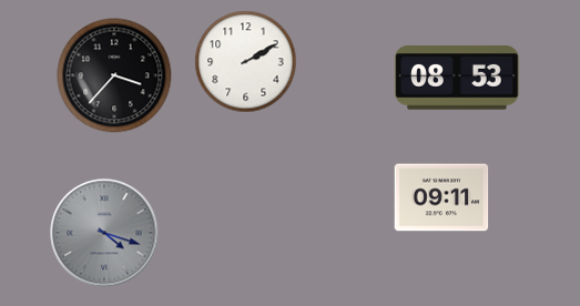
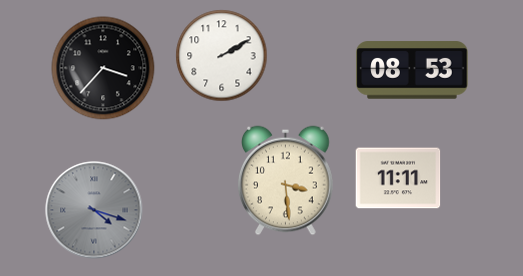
clock at (441, 197): 09:11 -> 11:11
clock at (286, 181): none -> 3:29
